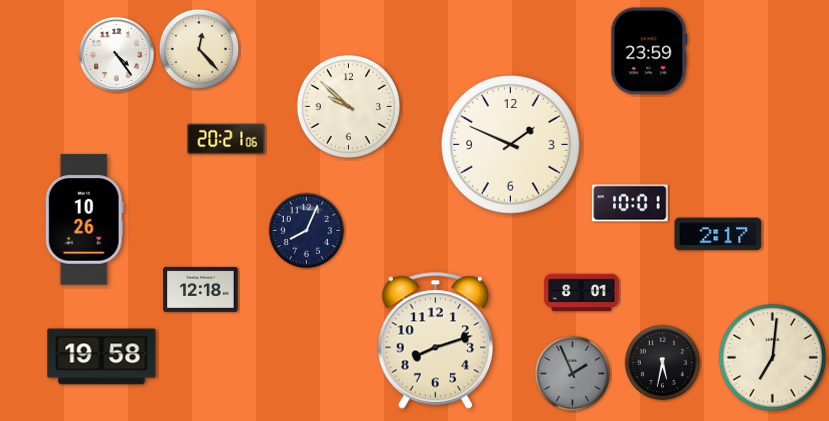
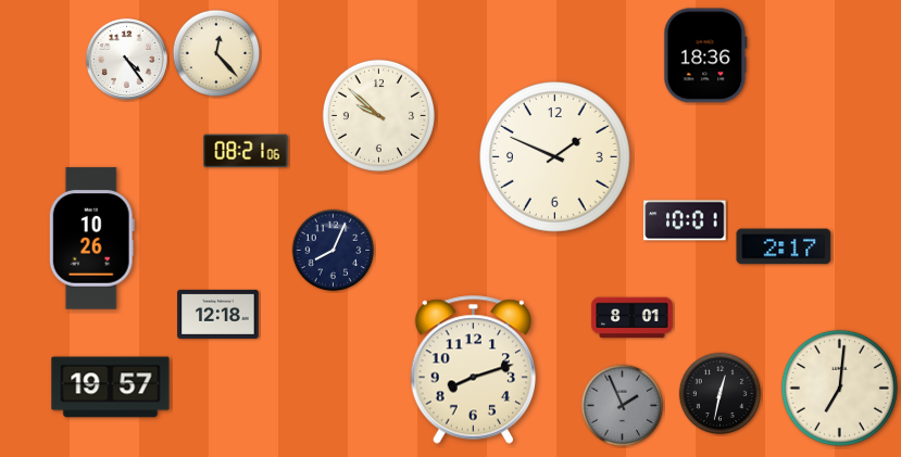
clock at (649, 51): 23:59 -> 18:36
clock at (226, 139): 20:21 -> 08:21
clock at (718, 234) position: (718, 234) -> (784, 246)
clock at (102, 357): 19:58 -> 19:57
clock at (663, 363): 5:32 -> 12:32
